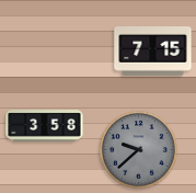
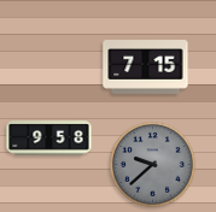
clock at (153, 52) position: (153, 52) -> (146, 67)
clock at (45, 126): 3:58 -> 9:58
